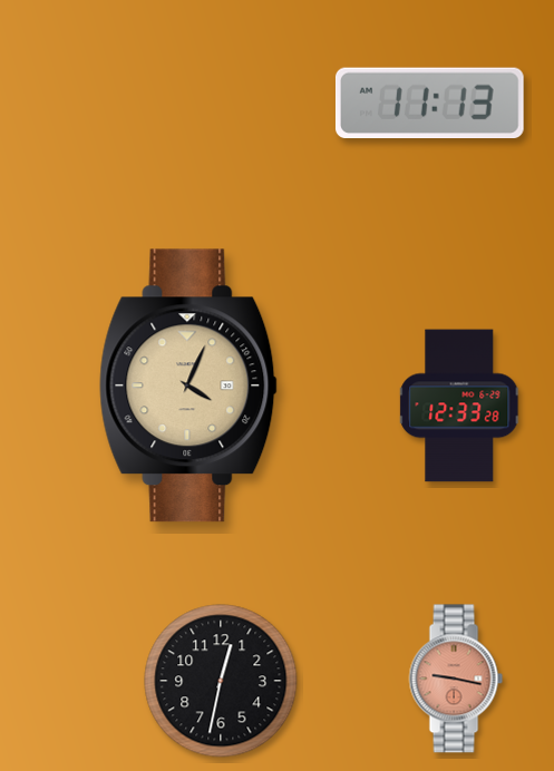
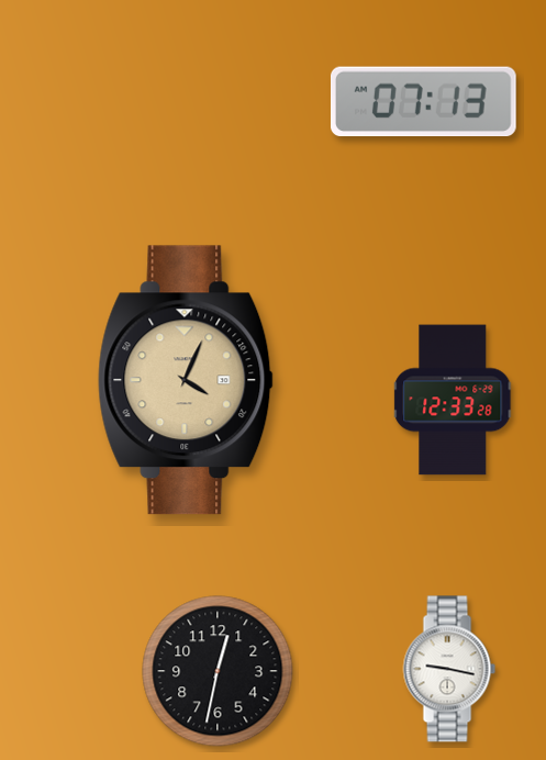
clock at (429, 104): 11:13 -> 07:13
clock at (456, 679) dial: salmon -> white
